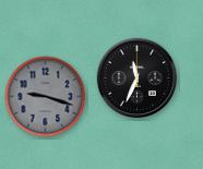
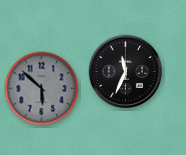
clock at (46, 97): 9:18 -> 5:52
